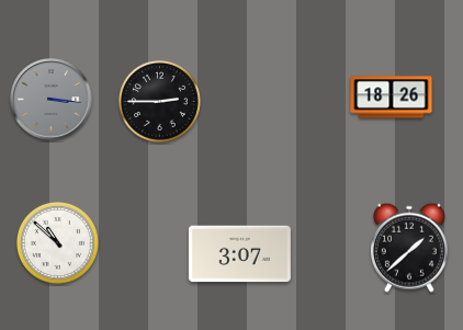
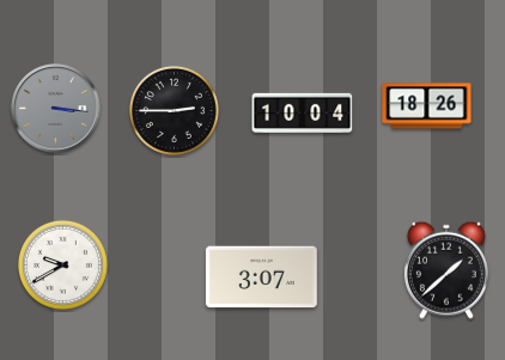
clock at (303, 112): none -> 10:04
clock at (57, 242): 10:52 -> 9:40
